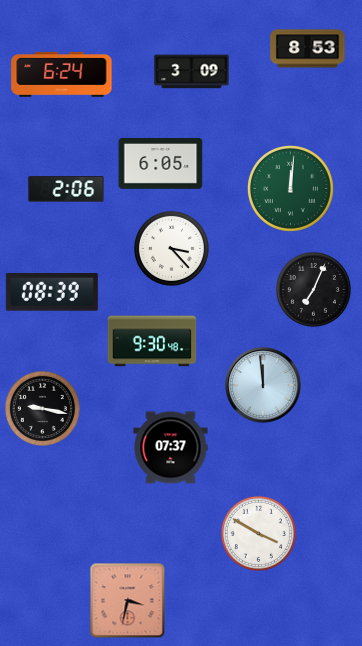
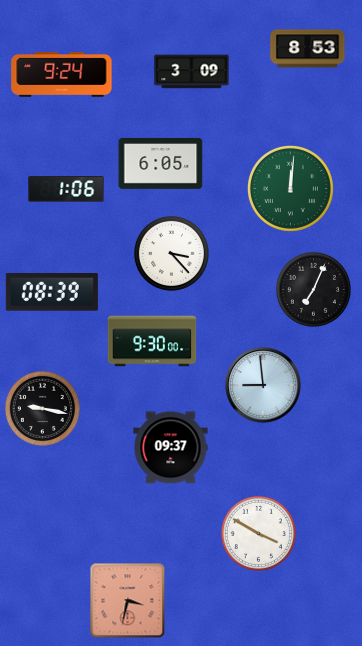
clock at (62, 74): 6:24 -> 9:24
clock at (66, 189): 2:06 -> 1:06
clock at (171, 248) position: (171, 248) -> (171, 253)
clock at (152, 341): 9:30:48 -> 9:30:00
clock at (263, 385): 11:59 -> 8:59
clock at (171, 448): 07:37 -> 09:37
